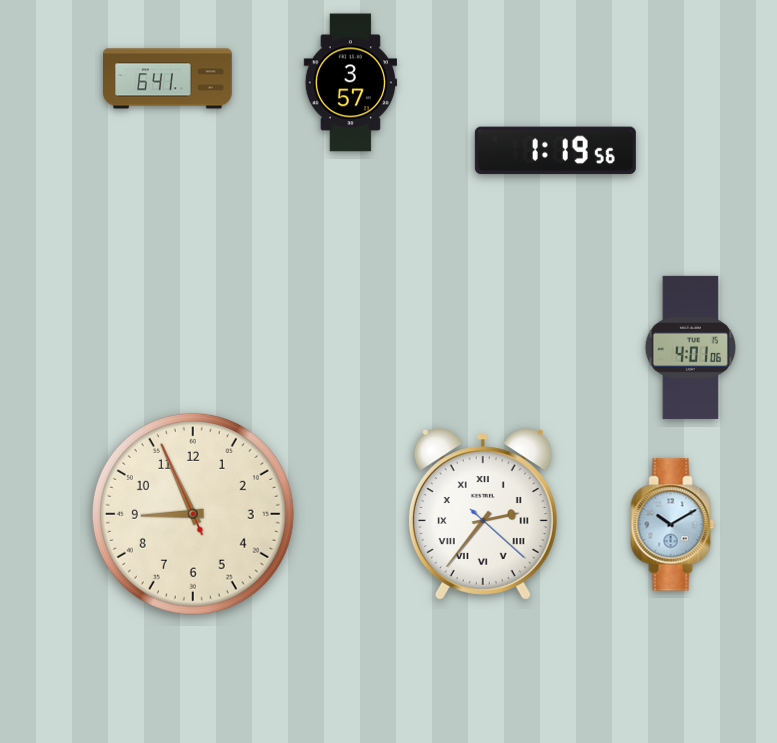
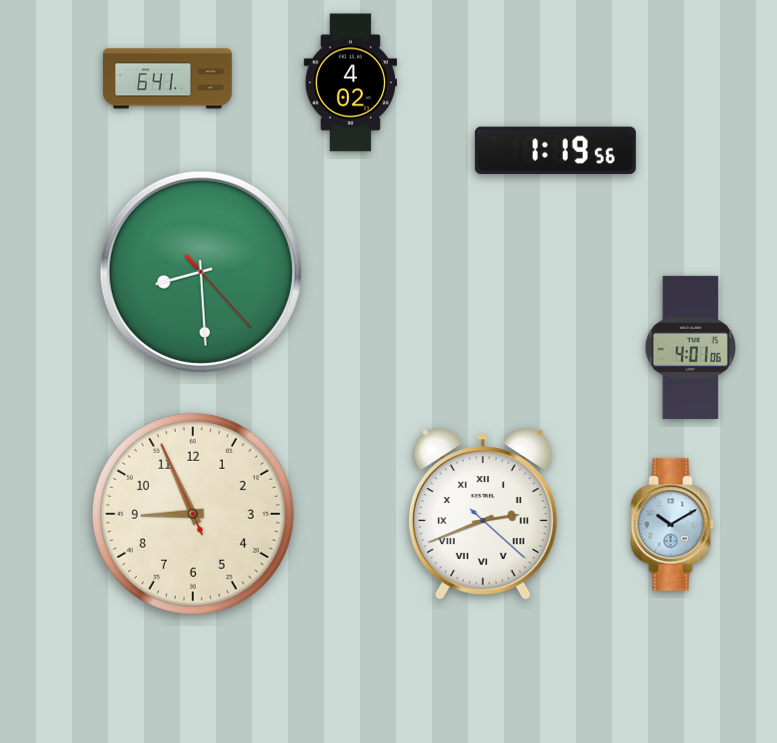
clock at (350, 83): 3:57 -> 4:02
clock at (201, 272): none -> 8:29
clock at (483, 514): 2:36 -> 2:41
